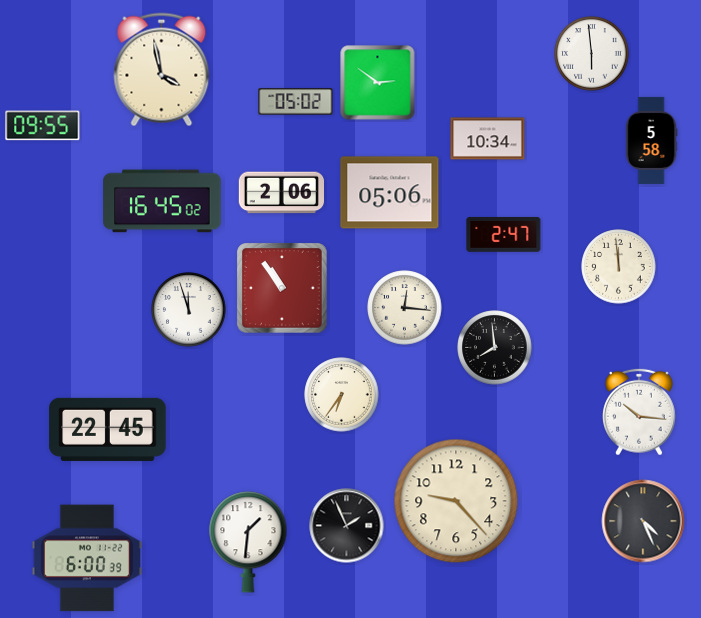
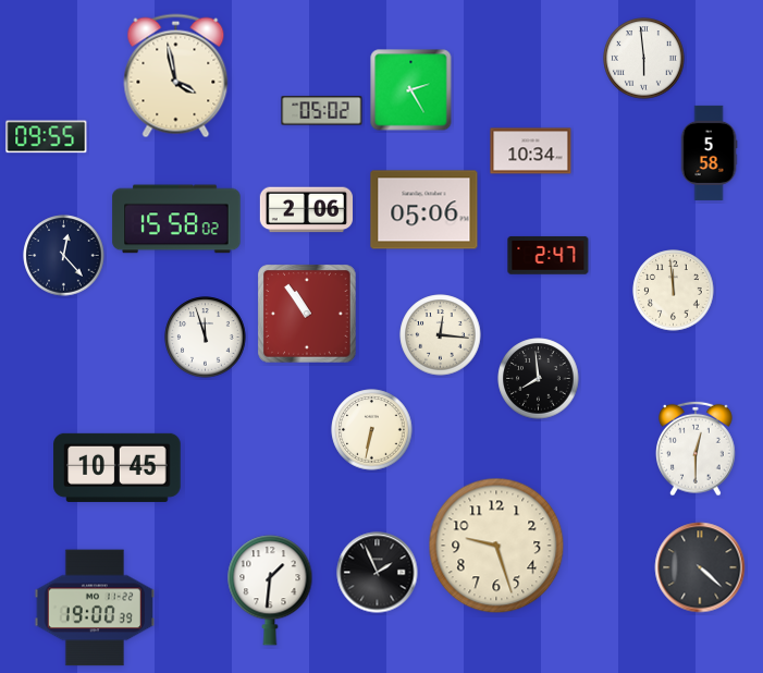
clock at (378, 83): 2:51 -> 2:25
clock at (162, 201): 16:45 -> 15:58
clock at (64, 256): none -> 12:23
clock at (342, 395): 6:36 -> 6:32
clock at (640, 412): 10:16 -> 12:30
clock at (108, 429): 22:45 -> 10:45
clock at (456, 501): 9:23 -> 9:27
clock at (643, 521): 4:26 -> 4:22
clock at (87, 558): 6:00 -> 19:00
